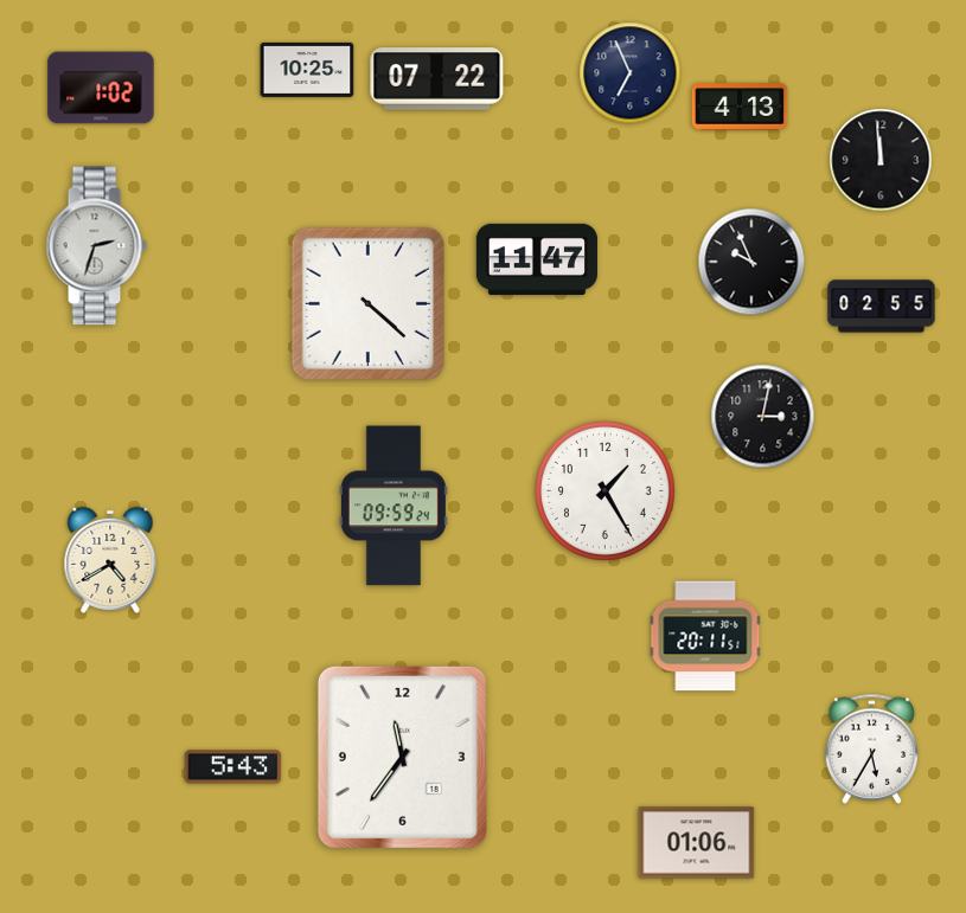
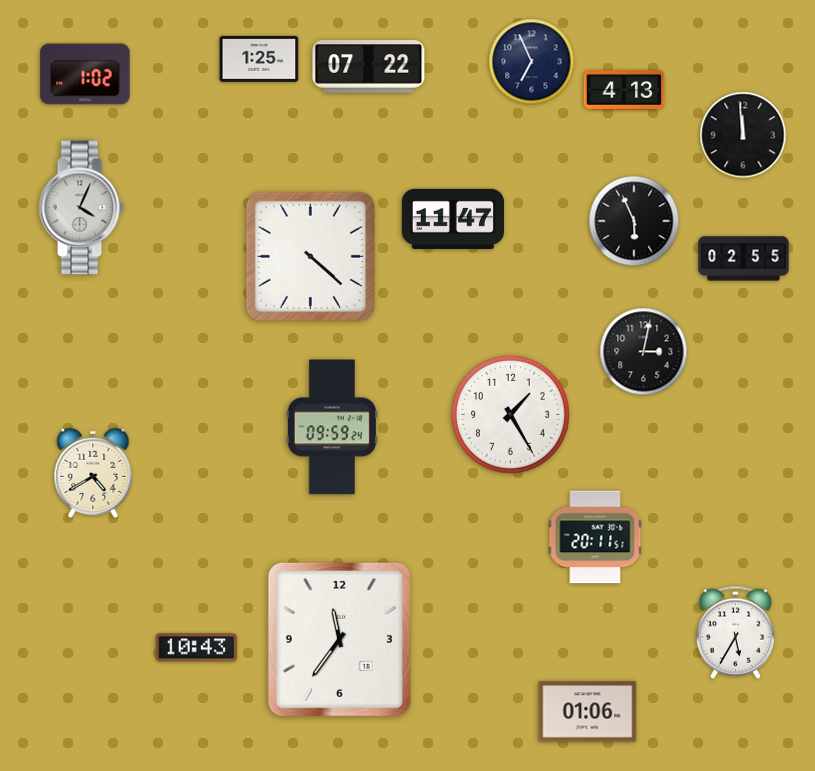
clock at (307, 70): 10:25 -> 1:25
clock at (96, 246): 2:33 -> 4:04
clock at (751, 262): 9:56 -> 5:56
clock at (233, 767): 5:43 -> 10:43
